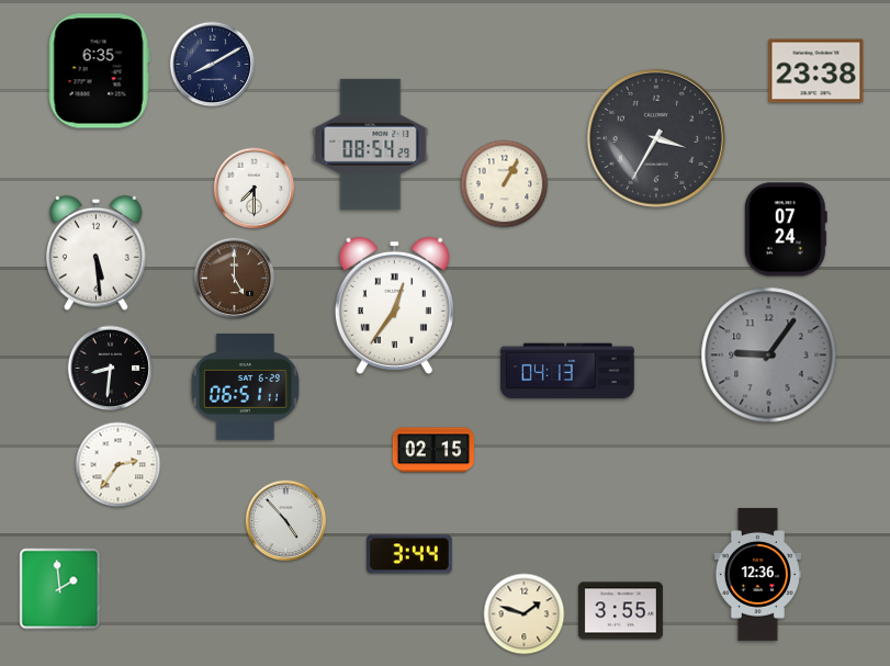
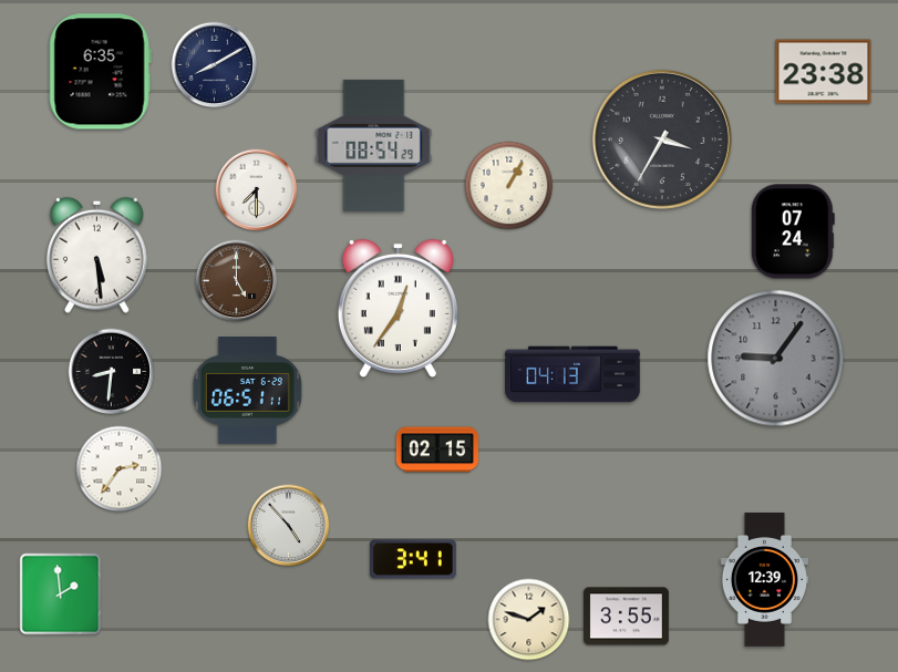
clock at (433, 450) position: (433, 450) -> (437, 449)
clock at (410, 554): 3:44 -> 3:41
clock at (757, 575): 12:36 -> 12:39
